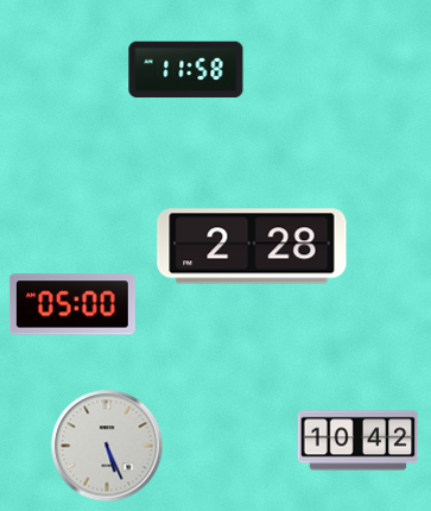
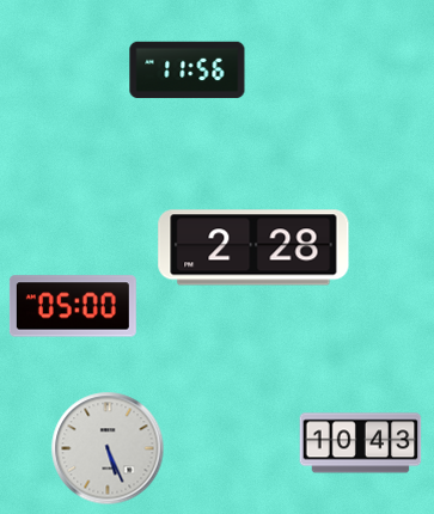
clock at (186, 70): 11:58 -> 11:56
clock at (359, 441): 10:42 -> 10:43
